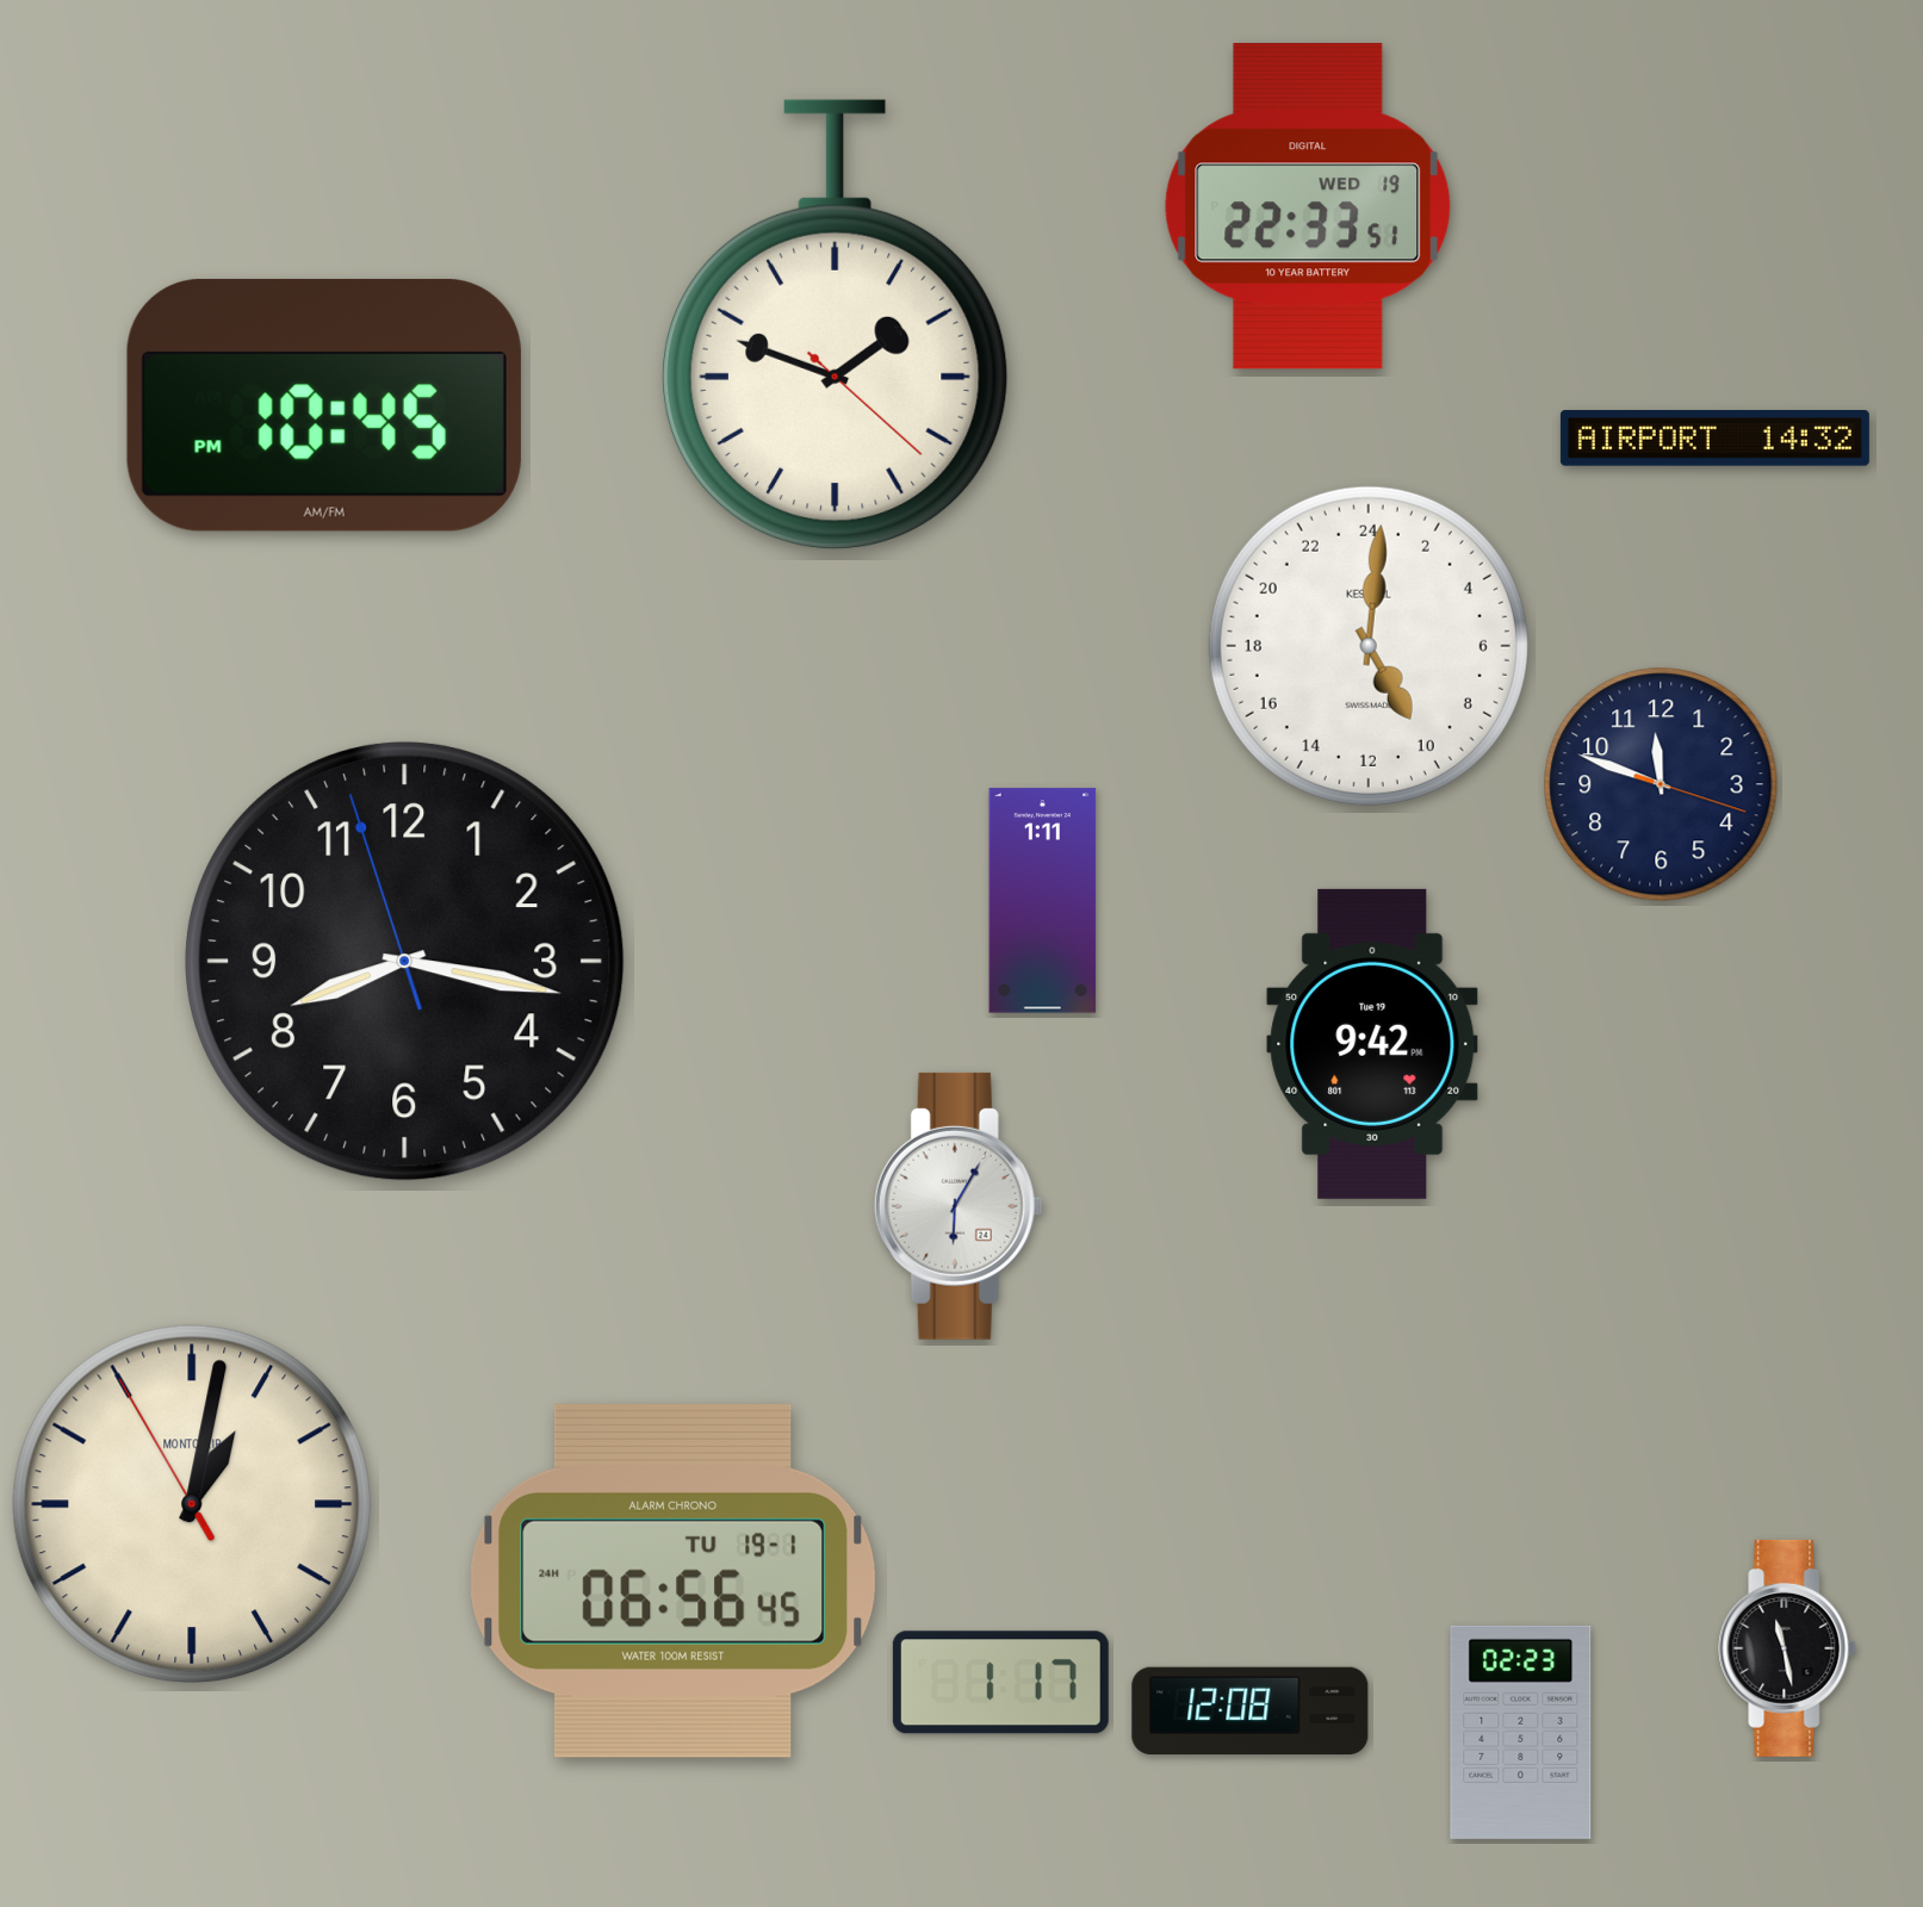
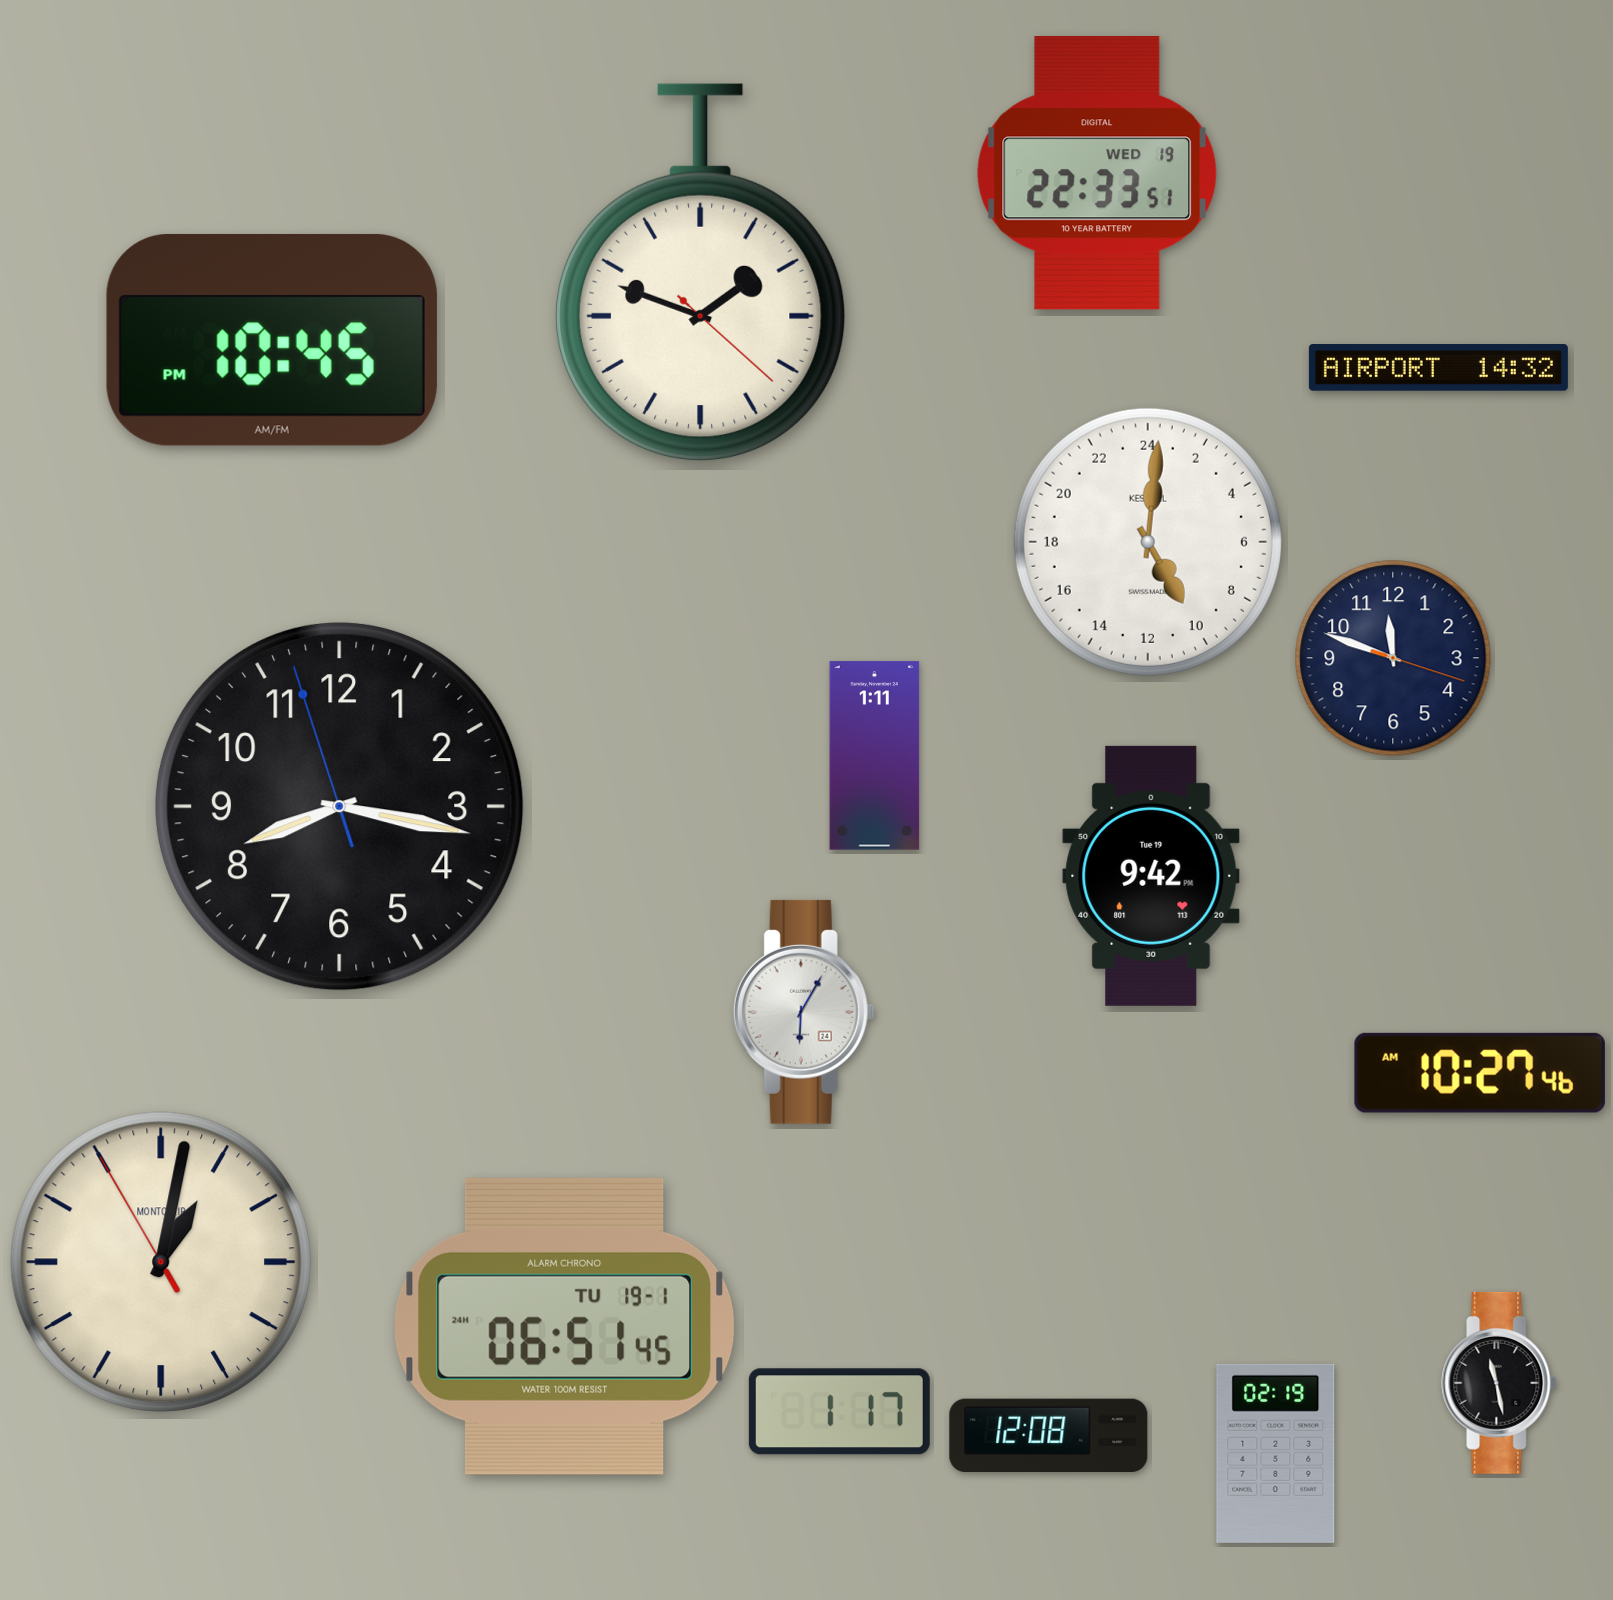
clock at (1480, 1073): none -> 10:27
clock at (674, 1580): 06:56 -> 06:51
clock at (1521, 1732): 02:23 -> 02:19
